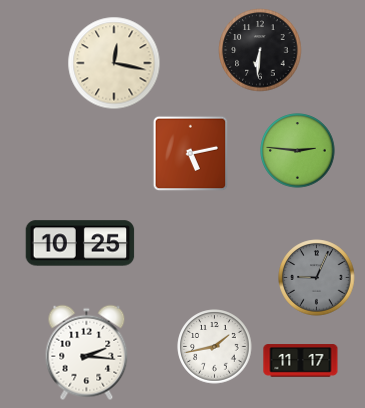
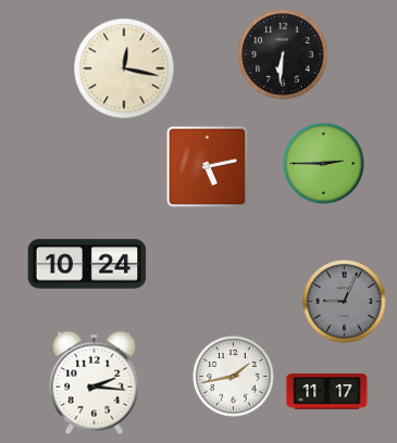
clock at (298, 151): 2:46 -> 2:45
clock at (80, 243): 10:25 -> 10:24
